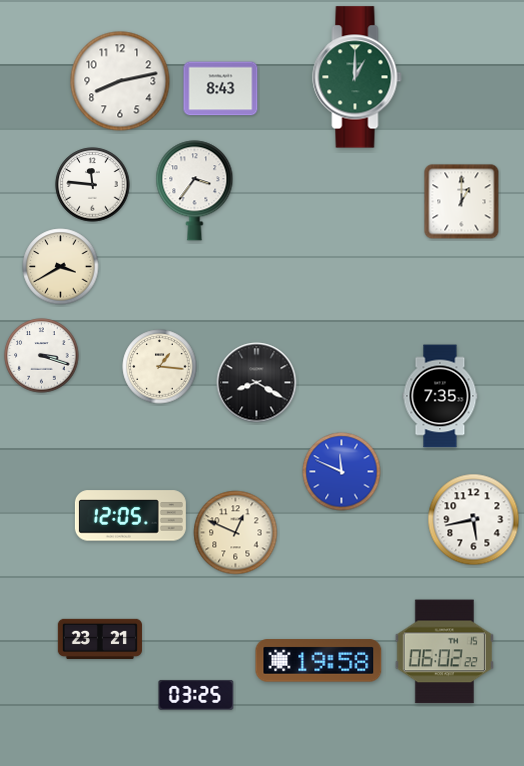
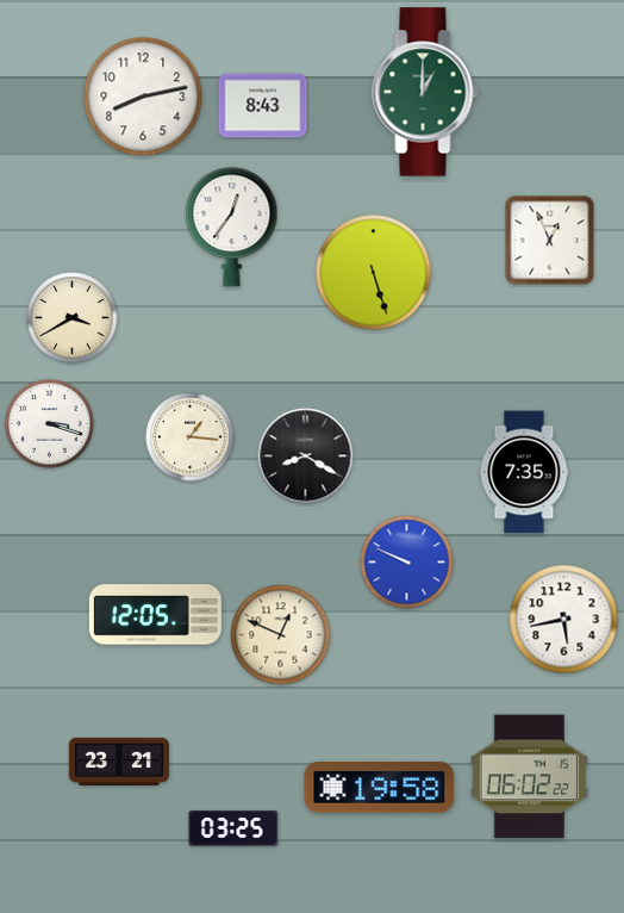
clock at (93, 185): 11:46 -> none
clock at (195, 191): 3:36 -> 12:36
clock at (462, 202): 1:00 -> 12:56
clock at (374, 273): none -> 5:27
clock at (342, 472): 11:49 -> 9:49
